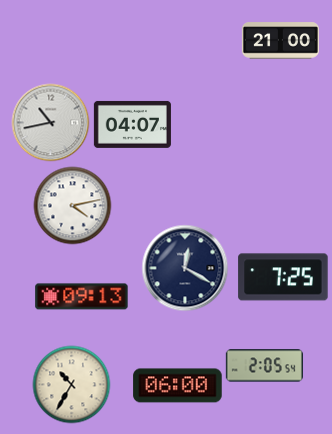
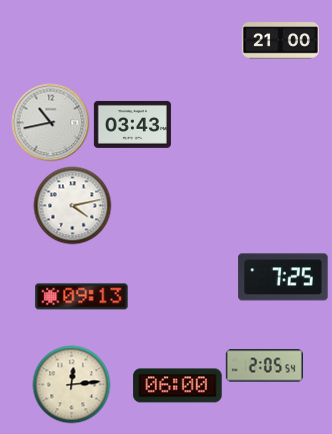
clock at (132, 124): 04:07 -> 03:43
clock at (185, 268): 12:20 -> none
clock at (71, 384): 10:35 -> 12:14
